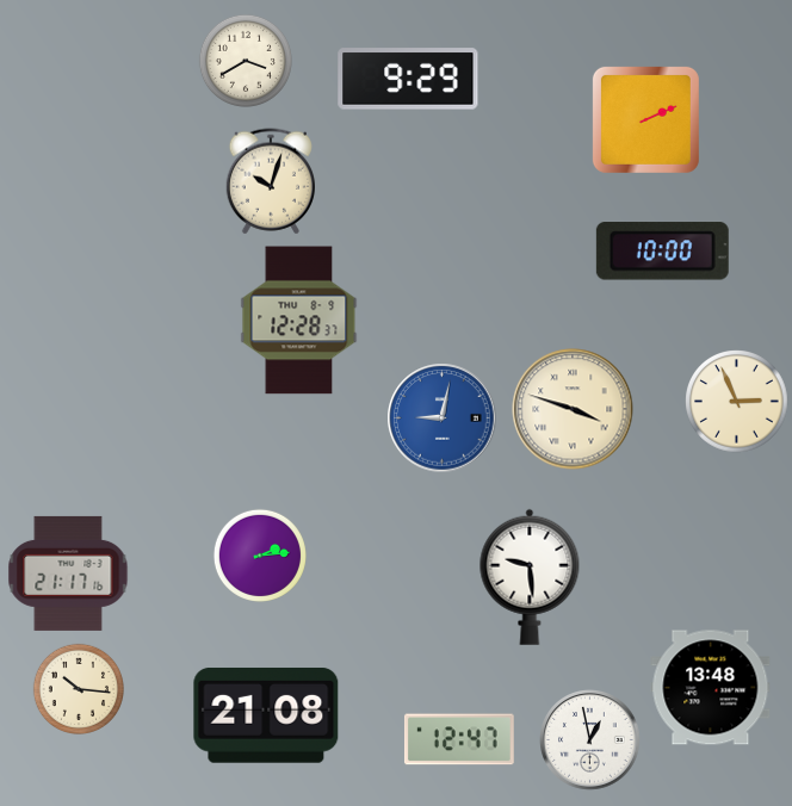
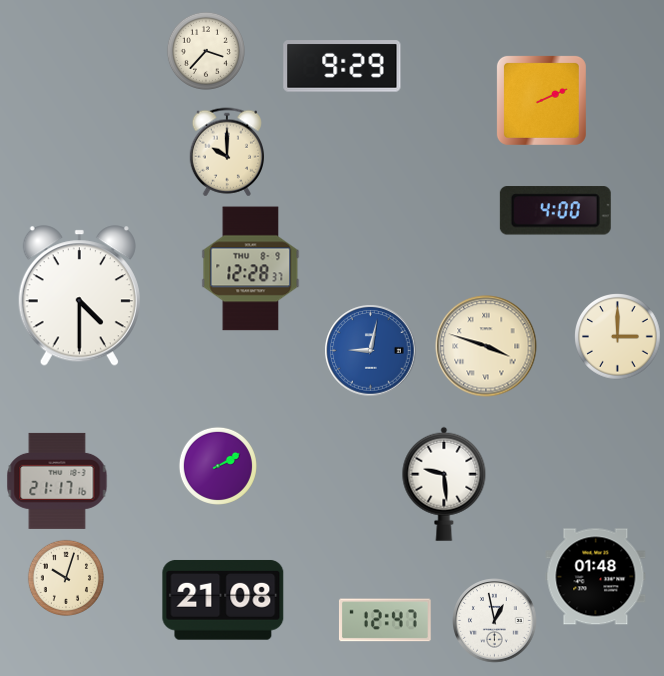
clock at (246, 61): 3:40 -> 3:37
clock at (270, 181): 10:03 -> 10:00
clock at (662, 252): 10:00 -> 4:00
clock at (79, 296): none -> 4:30
clock at (737, 402): 2:56 -> 3:00
clock at (573, 409) position: (573, 409) -> (486, 346)
clock at (260, 556): 2:14 -> 2:10
clock at (78, 688): 10:16 -> 10:03
clock at (711, 688): 13:48 -> 01:48
